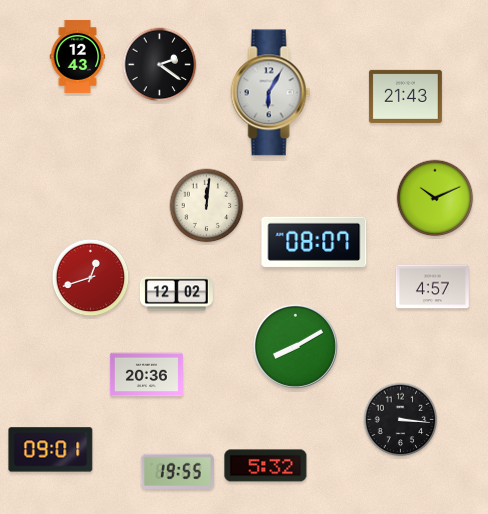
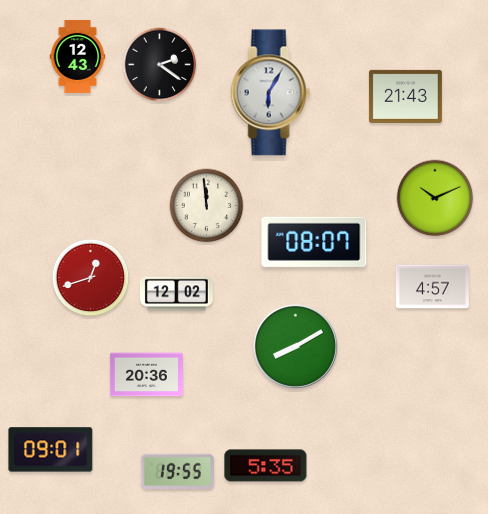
clock at (207, 206): 12:01 -> 11:59
clock at (401, 420): 3:16 -> none
clock at (266, 466): 5:32 -> 5:35
